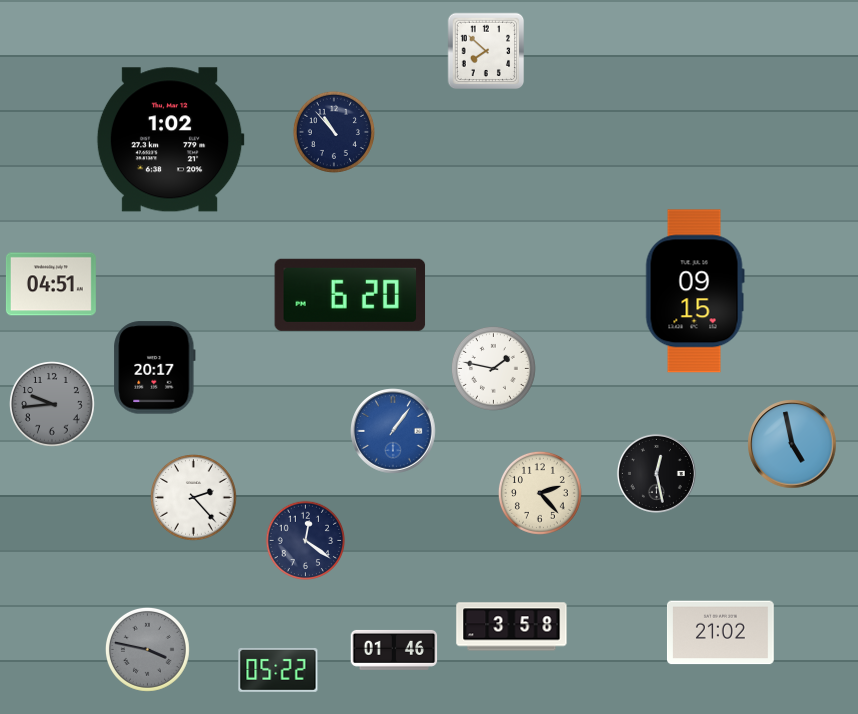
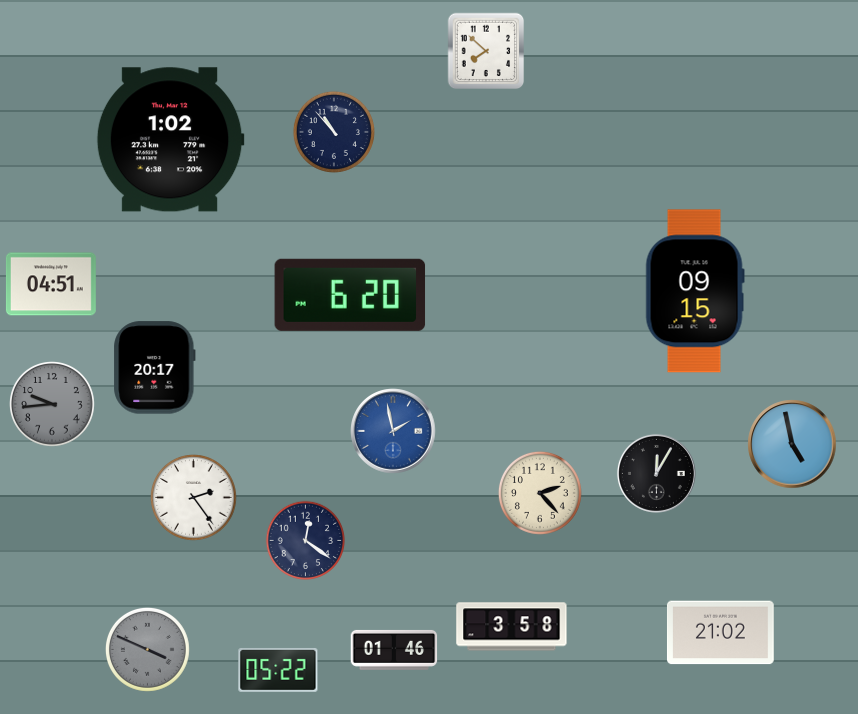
clock at (493, 368): 1:47 -> none
clock at (393, 431): 1:06 -> 1:58
clock at (656, 473): 12:28 -> 12:05
clock at (194, 498): 2:23 -> 2:24
clock at (147, 649): 3:47 -> 3:49
